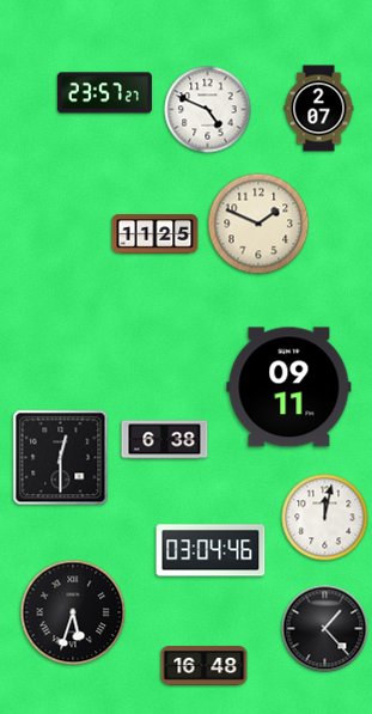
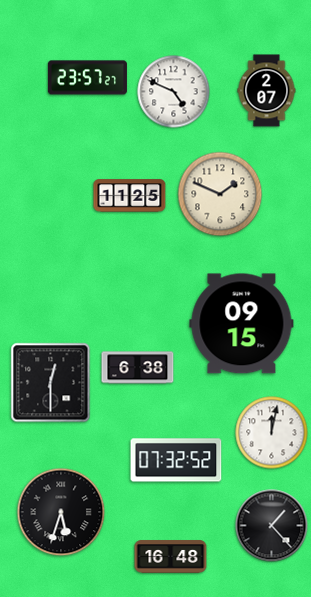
clock at (258, 224) position: (258, 224) -> (220, 194)
clock at (289, 387): 09:11 -> 09:15
clock at (211, 550): 03:04 -> 07:32
